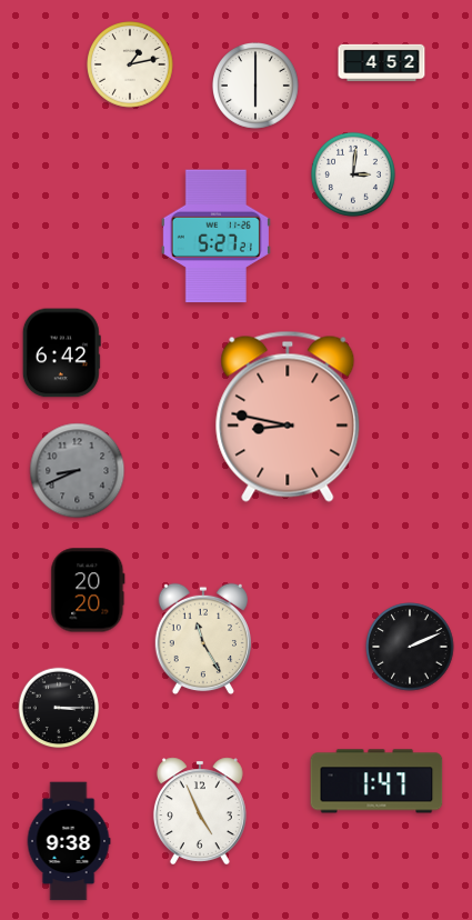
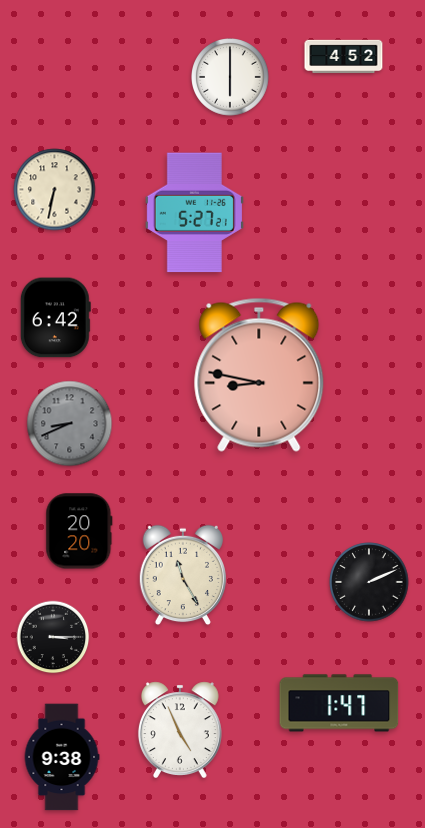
clock at (131, 66): 1:13 -> none
clock at (353, 174): 3:01 -> none
clock at (55, 190): none -> 6:32
